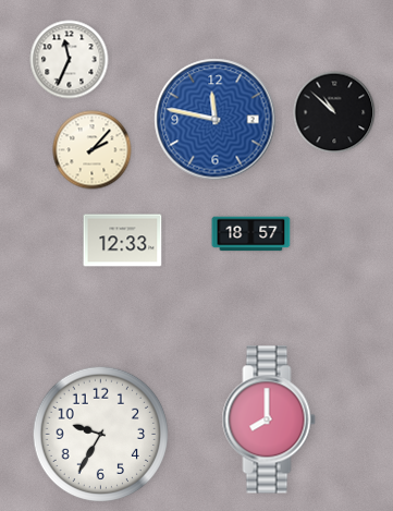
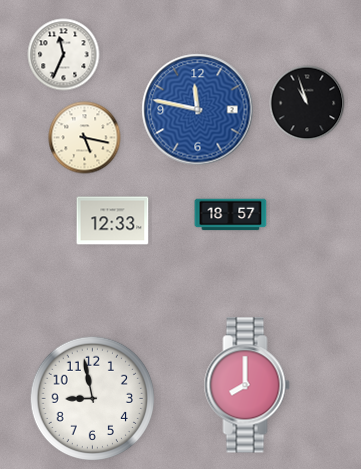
clock at (334, 112): 10:52 -> 10:57
clock at (93, 150): 2:07 -> 5:17
clock at (100, 434): 9:35 -> 8:58
